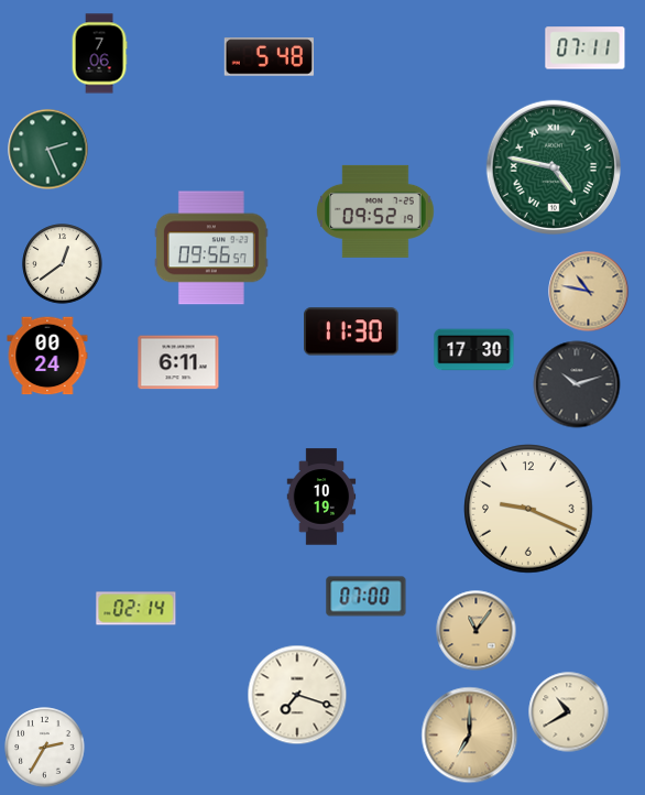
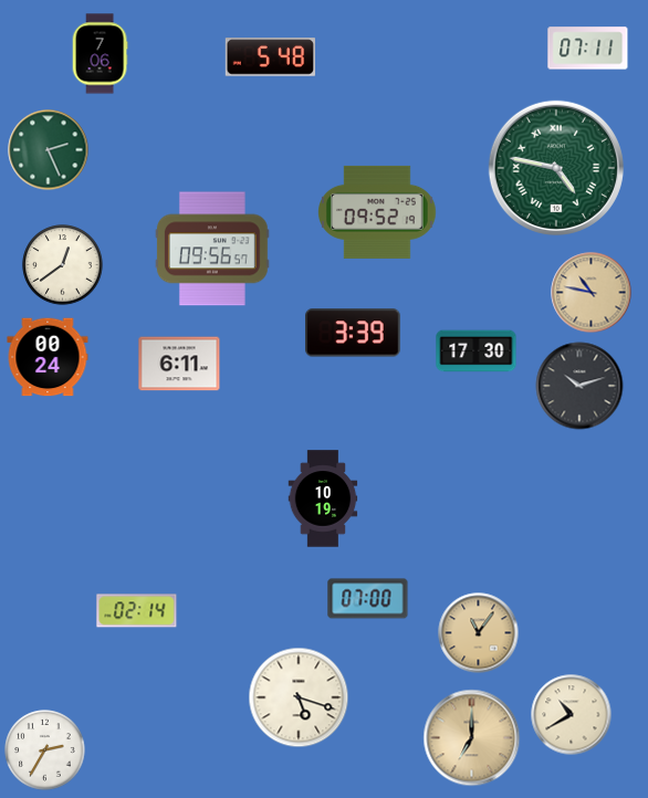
clock at (352, 331): 11:30 -> 3:39
clock at (528, 509): 9:19 -> none
clock at (297, 695): 7:18 -> 5:18
